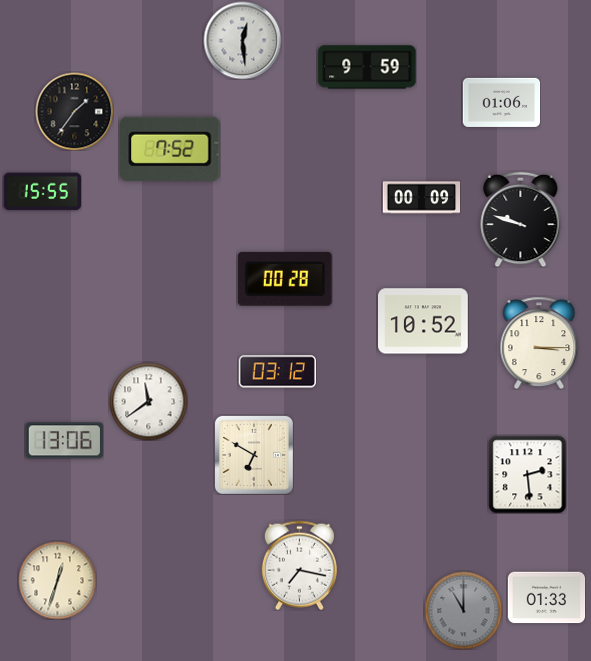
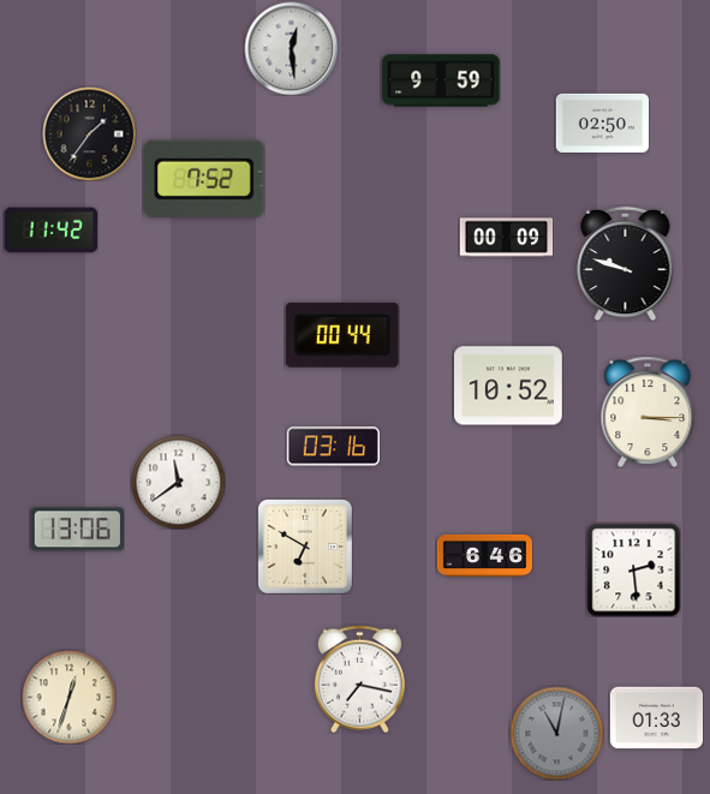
clock at (501, 102): 01:06 -> 02:50
clock at (42, 192): 15:55 -> 11:42
clock at (285, 279): 00:28 -> 00:44
clock at (277, 372): 03:12 -> 03:16
clock at (484, 555): none -> 6:46
clock at (463, 610): 11:00 -> 11:02
